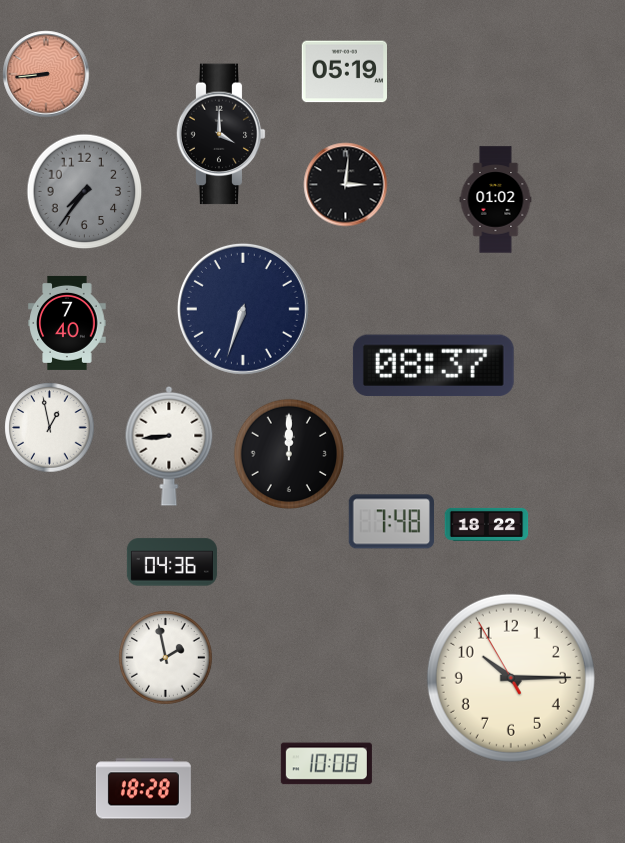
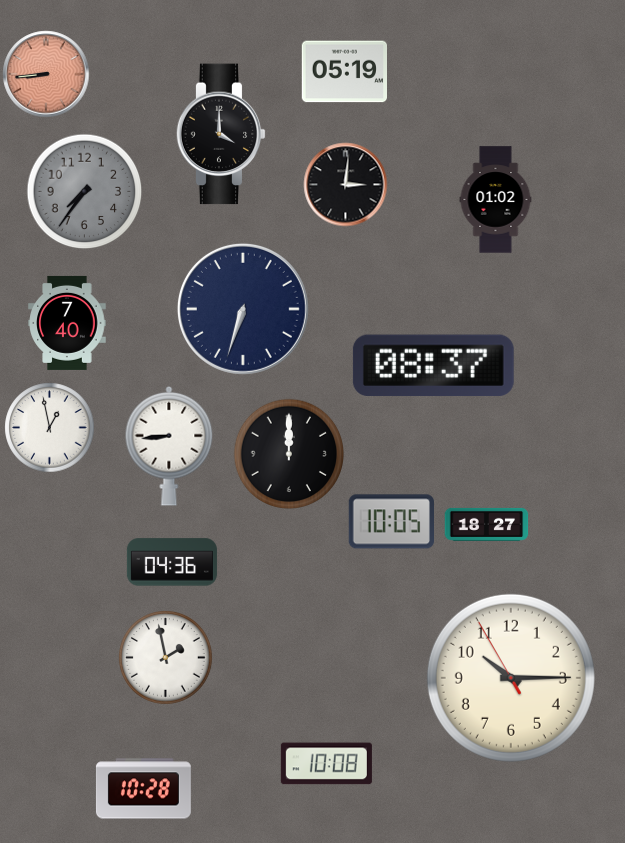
clock at (391, 522): 7:48 -> 10:05
clock at (486, 524): 18:22 -> 18:27
clock at (143, 789): 18:28 -> 10:28
